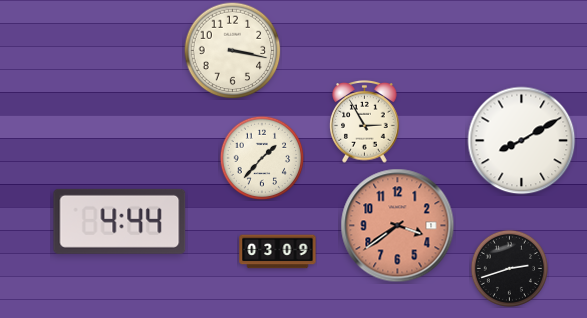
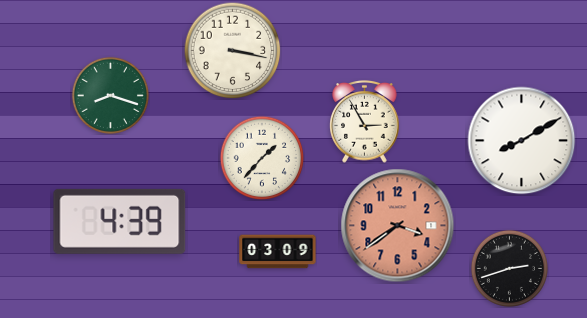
clock at (110, 95): none -> 8:18
clock at (120, 221): 4:44 -> 4:39
